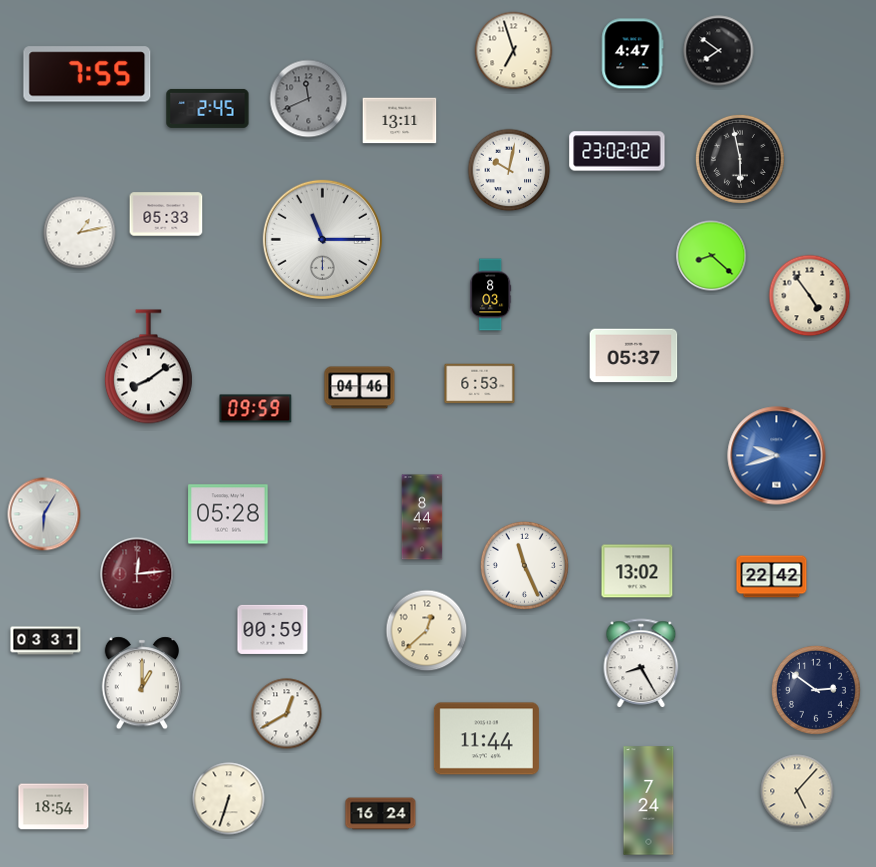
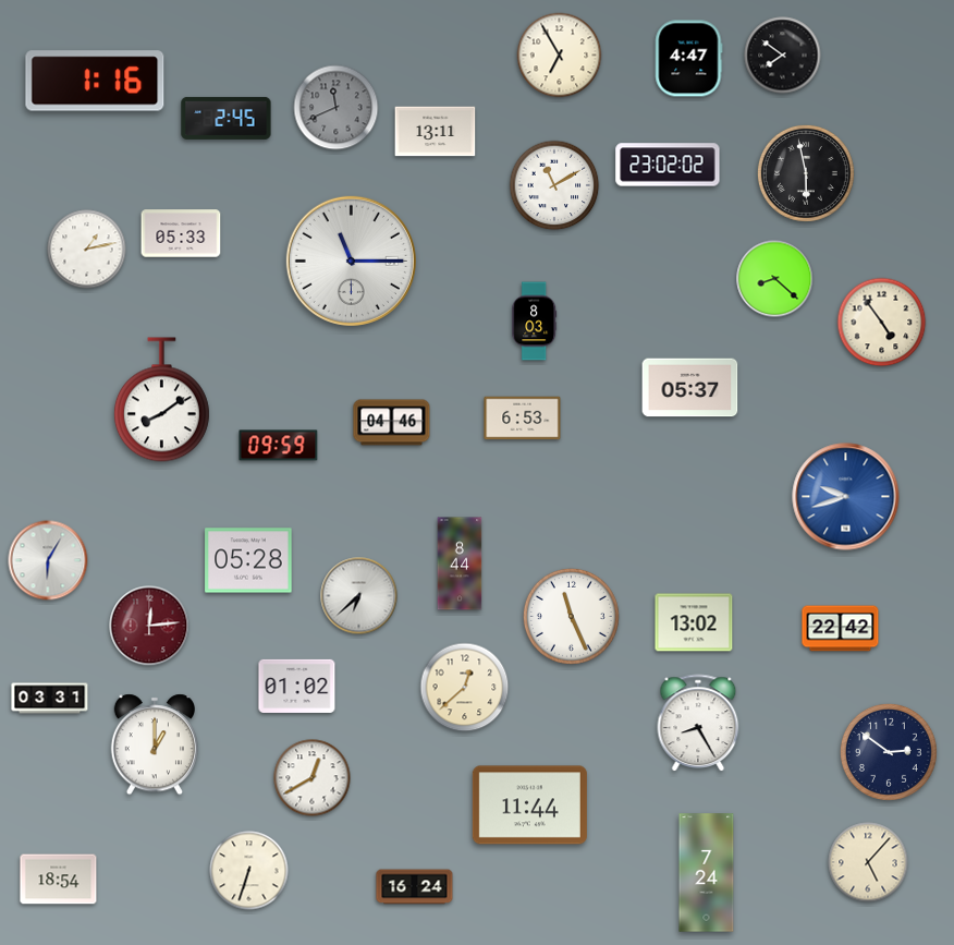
clock at (514, 51): 6:57 -> 6:55
clock at (87, 74): 7:55 -> 1:16
clock at (617, 151) position: (617, 151) -> (668, 165)
clock at (509, 170): 10:02 -> 11:10
clock at (80, 233) position: (80, 233) -> (87, 250)
clock at (359, 596): none -> 6:38
clock at (273, 629): 00:59 -> 01:02
